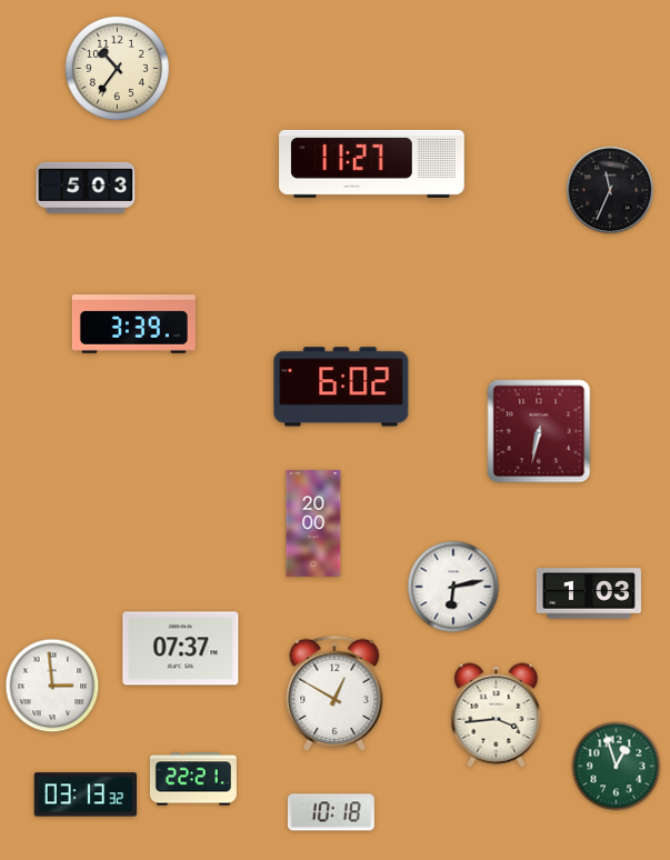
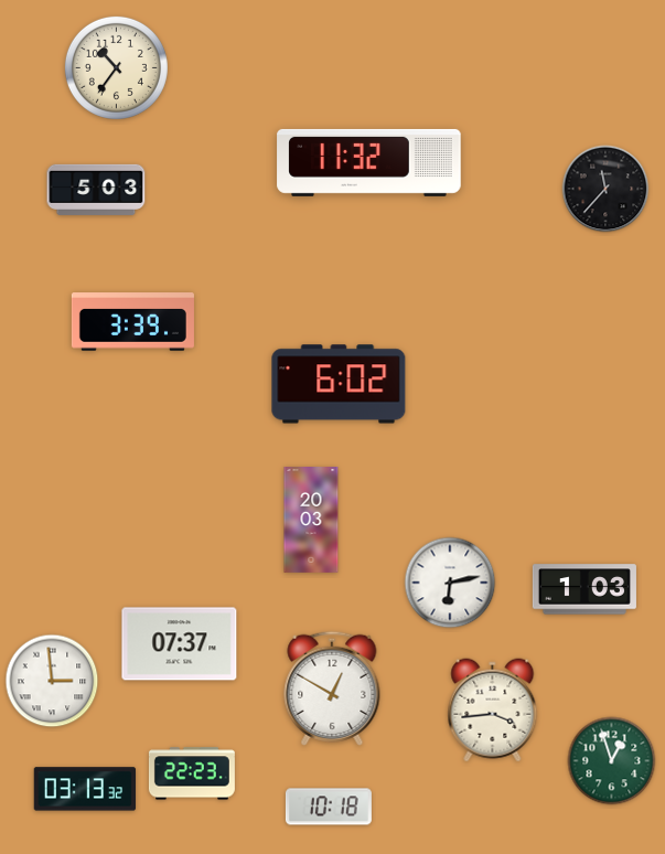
clock at (372, 163): 11:27 -> 11:32
clock at (86, 188) position: (86, 188) -> (96, 190)
clock at (610, 190): 11:34 -> 11:37
clock at (539, 431): 6:32 -> none
clock at (313, 524): 20:00 -> 20:03
clock at (193, 779): 22:21 -> 22:23
